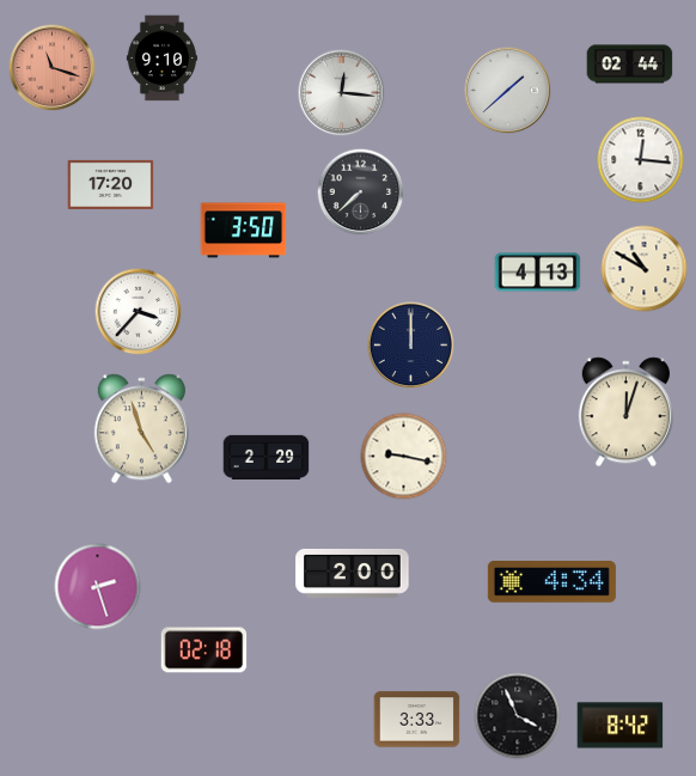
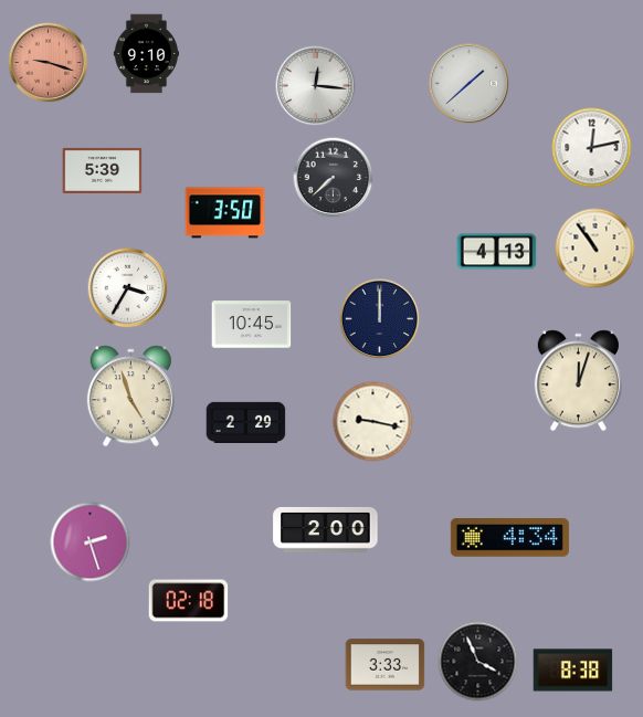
clock at (161, 59) position: (161, 59) -> (146, 54)
clock at (630, 65): 02:44 -> none
clock at (53, 68): 11:18 -> 9:18
clock at (641, 160): 12:16 -> 12:13
clock at (111, 184): 17:20 -> 5:39
clock at (645, 269): 10:50 -> 10:54
clock at (139, 312): 3:37 -> 3:35
clock at (252, 325): none -> 10:45
clock at (621, 726): 8:42 -> 8:38
